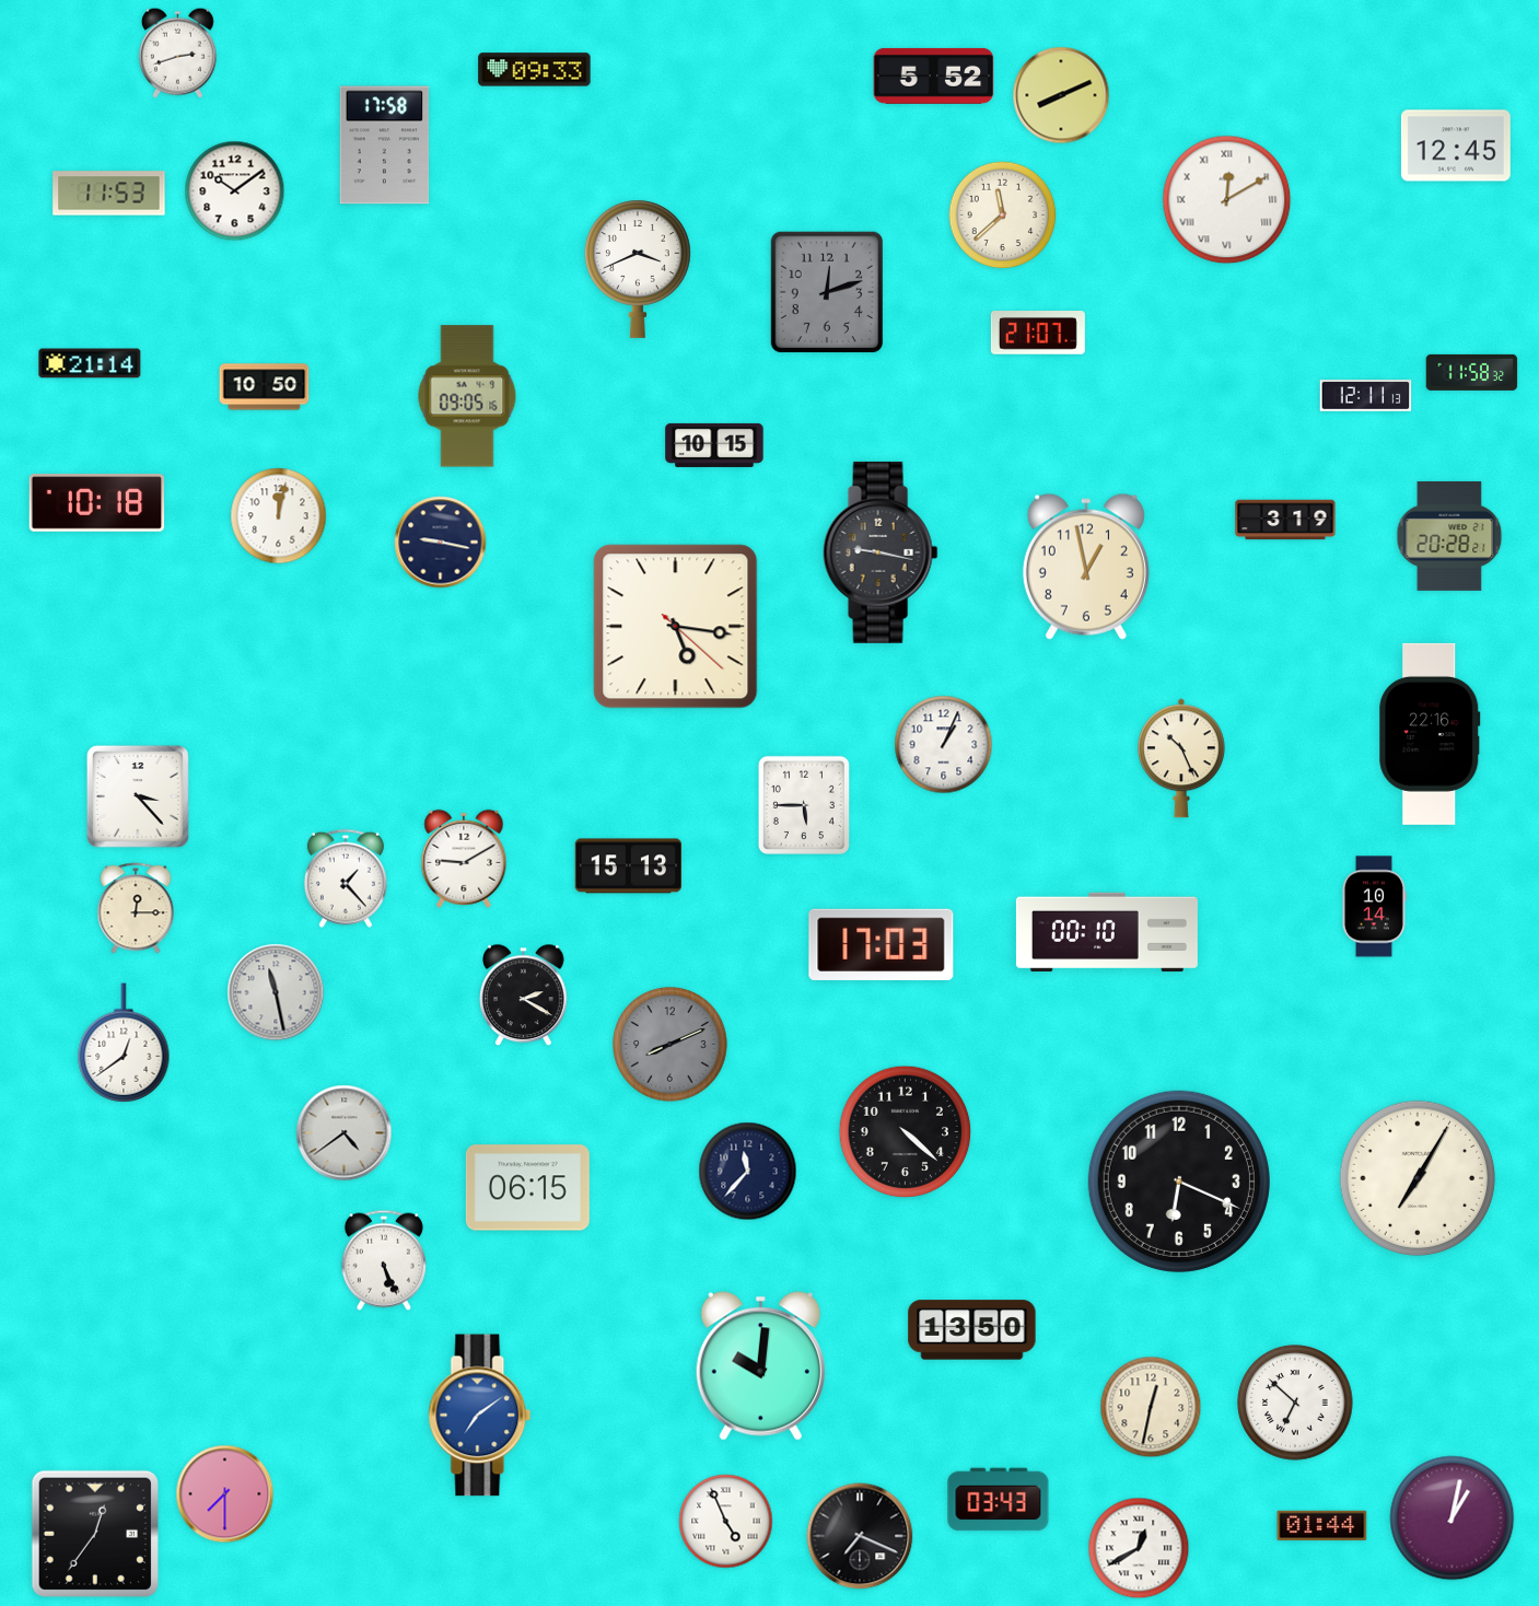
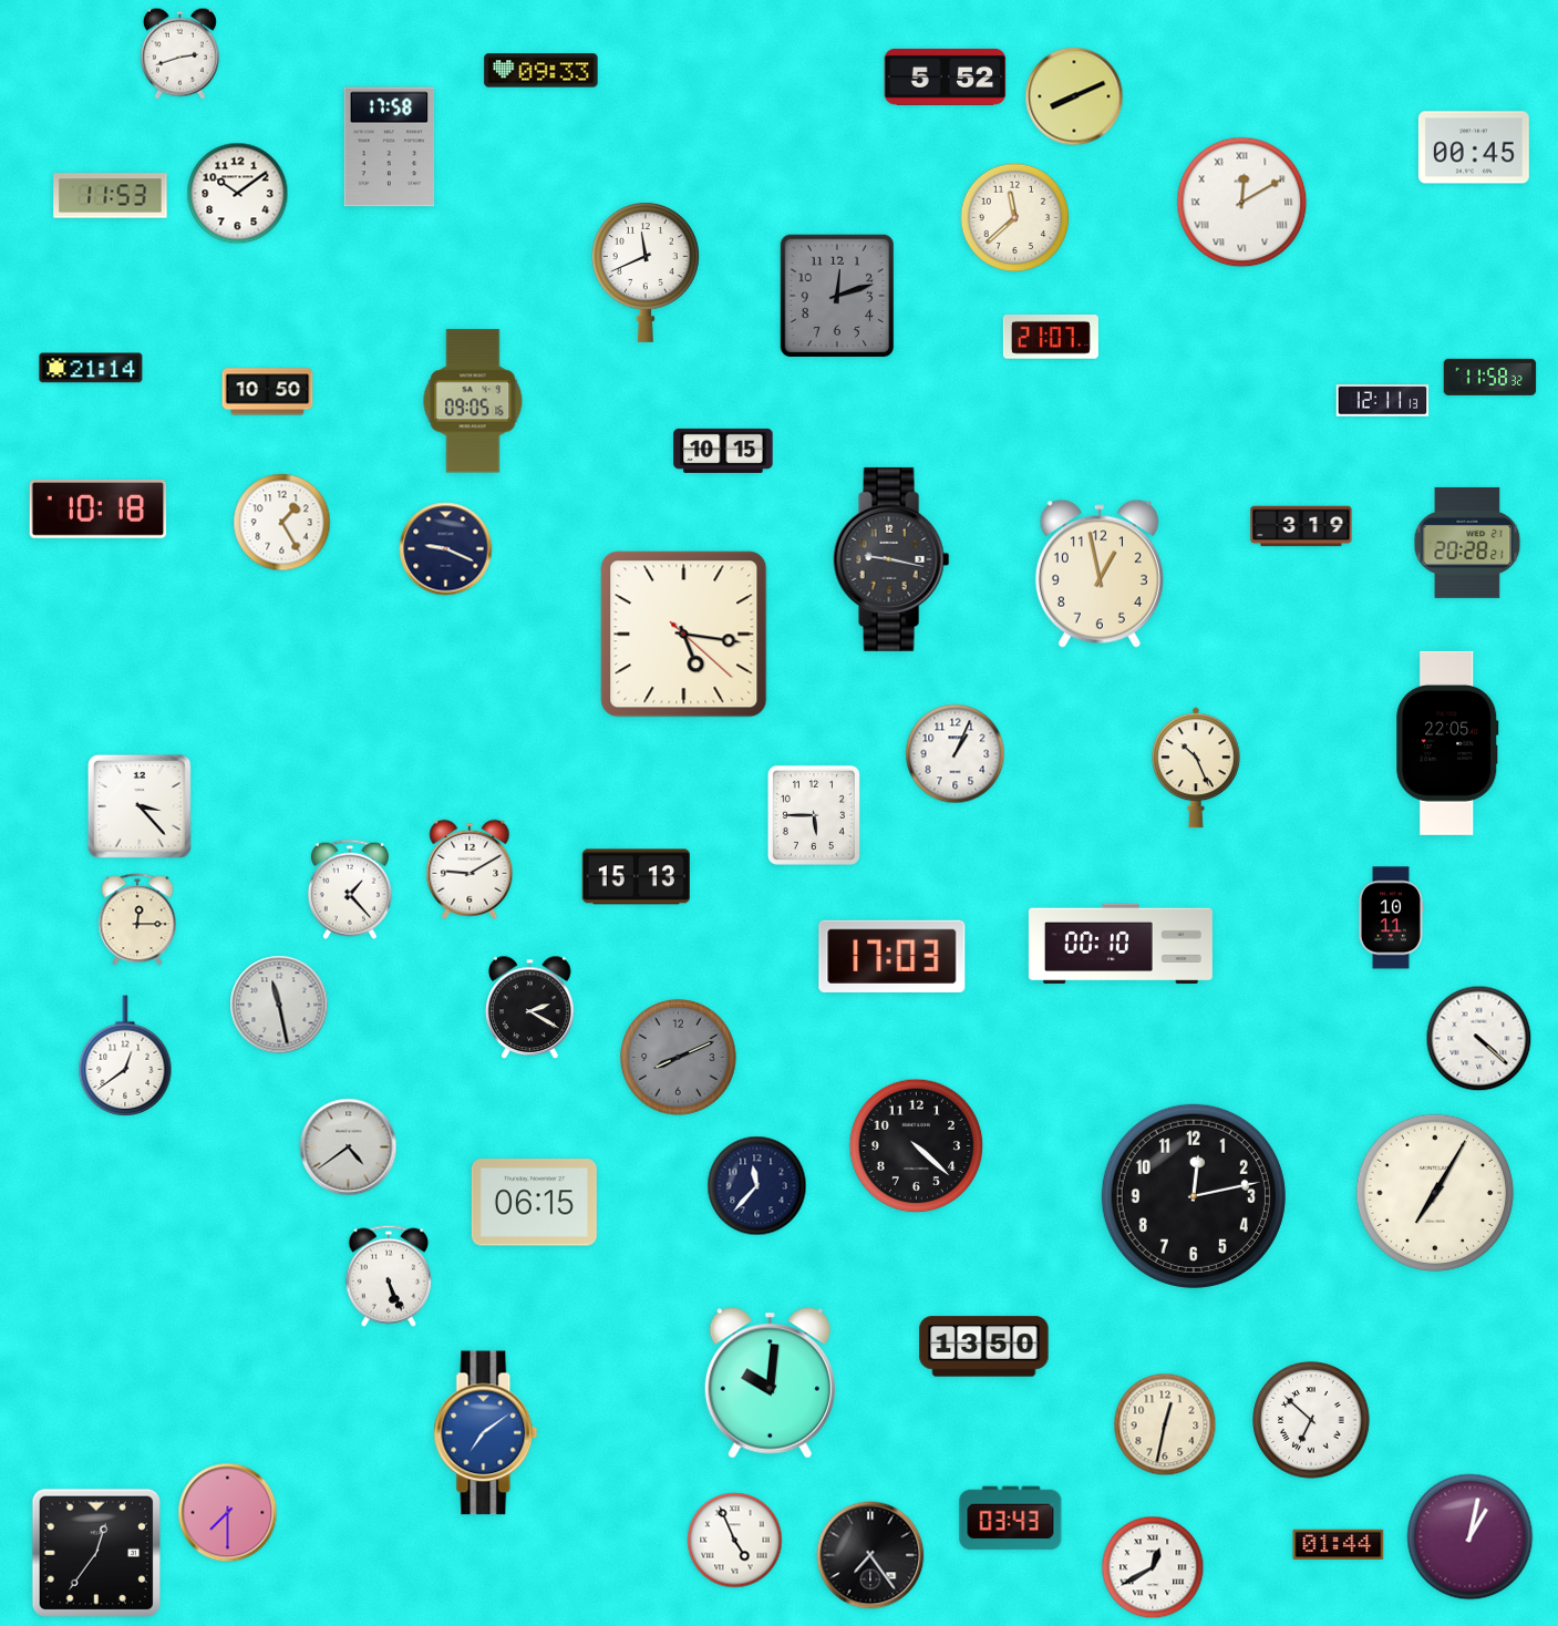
clock at (1456, 146): 12:45 -> 00:45
clock at (638, 269): 3:41 -> 11:41
clock at (279, 516): 12:02 -> 1:25
clock at (441, 543): 9:17 -> 9:19
clock at (1430, 734): 22:16 -> 22:05
clock at (1374, 907): 10:14 -> 10:11
clock at (1479, 1039): none -> 4:22
clock at (1179, 1182): 6:19 -> 12:13
clock at (860, 1536): 7:19 -> 7:24
